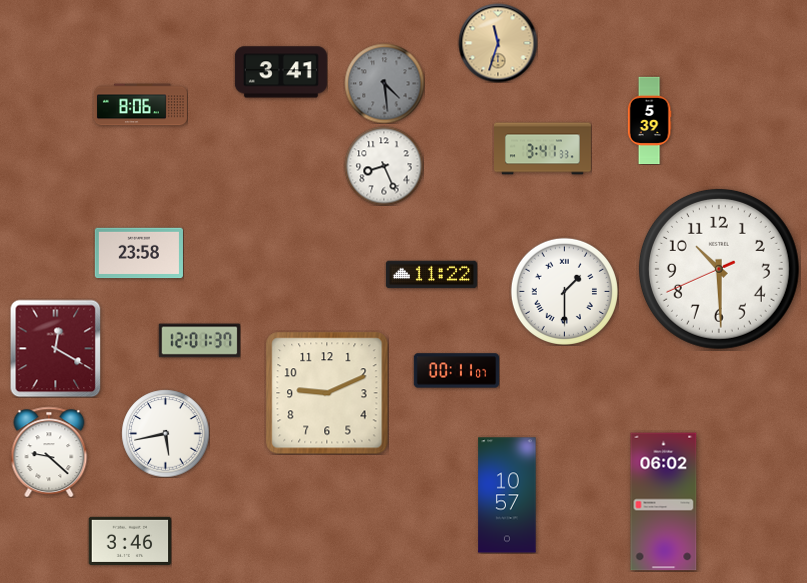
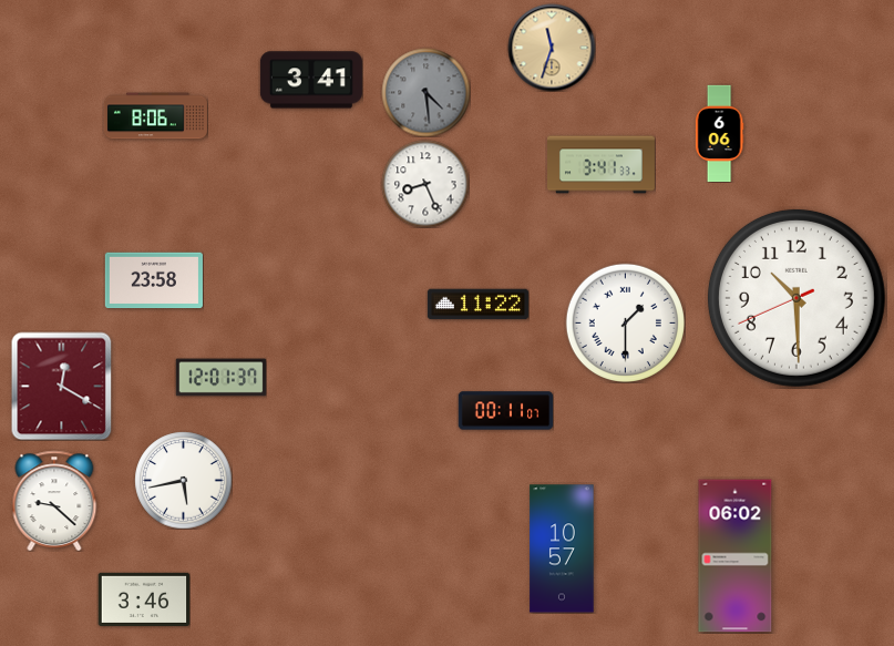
clock at (649, 120): 5:39 -> 6:06
clock at (327, 393): 9:11 -> none
